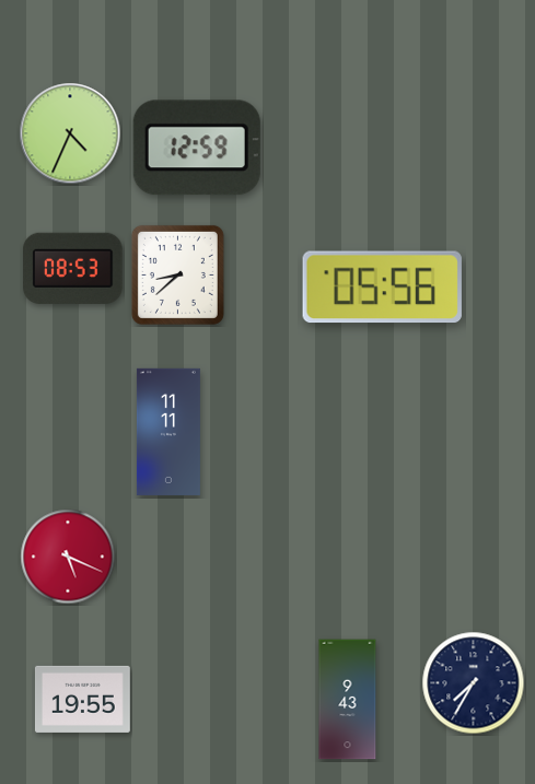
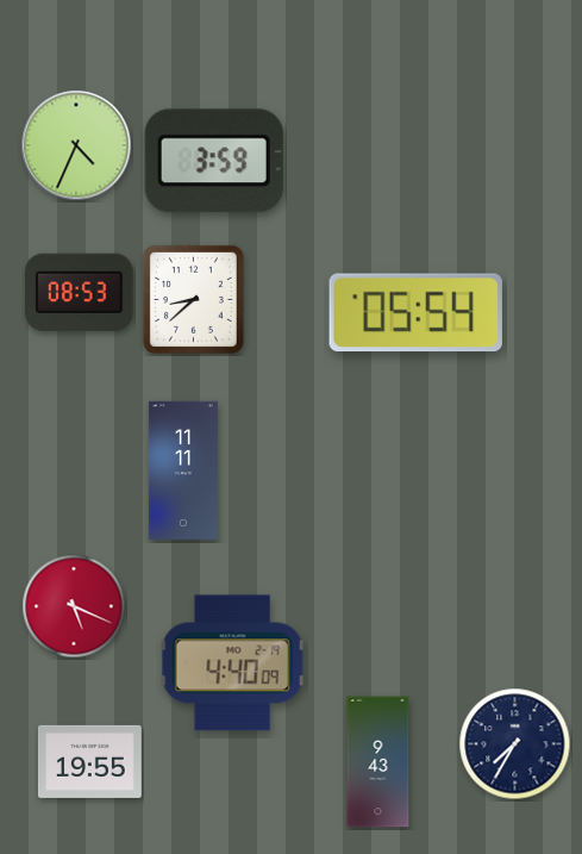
clock at (197, 148): 12:59 -> 3:59
clock at (382, 288): 05:56 -> 05:54
clock at (232, 663): none -> 4:40
